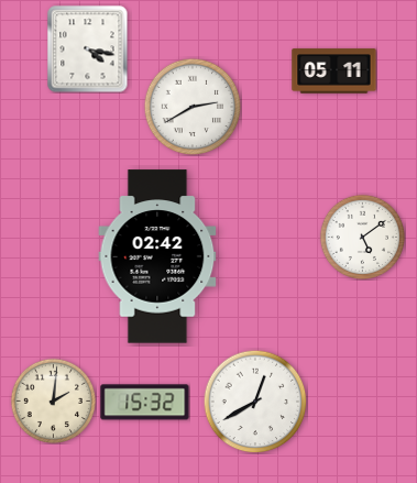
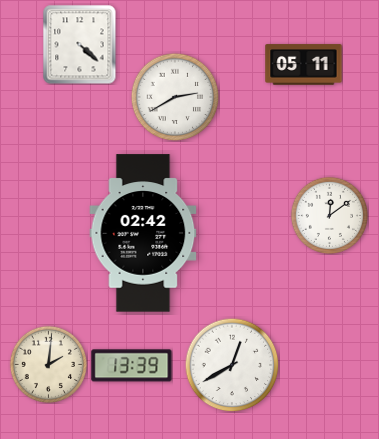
clock at (88, 50): 4:17 -> 4:22
clock at (362, 237): 5:09 -> 12:09
clock at (145, 403): 15:32 -> 13:39
